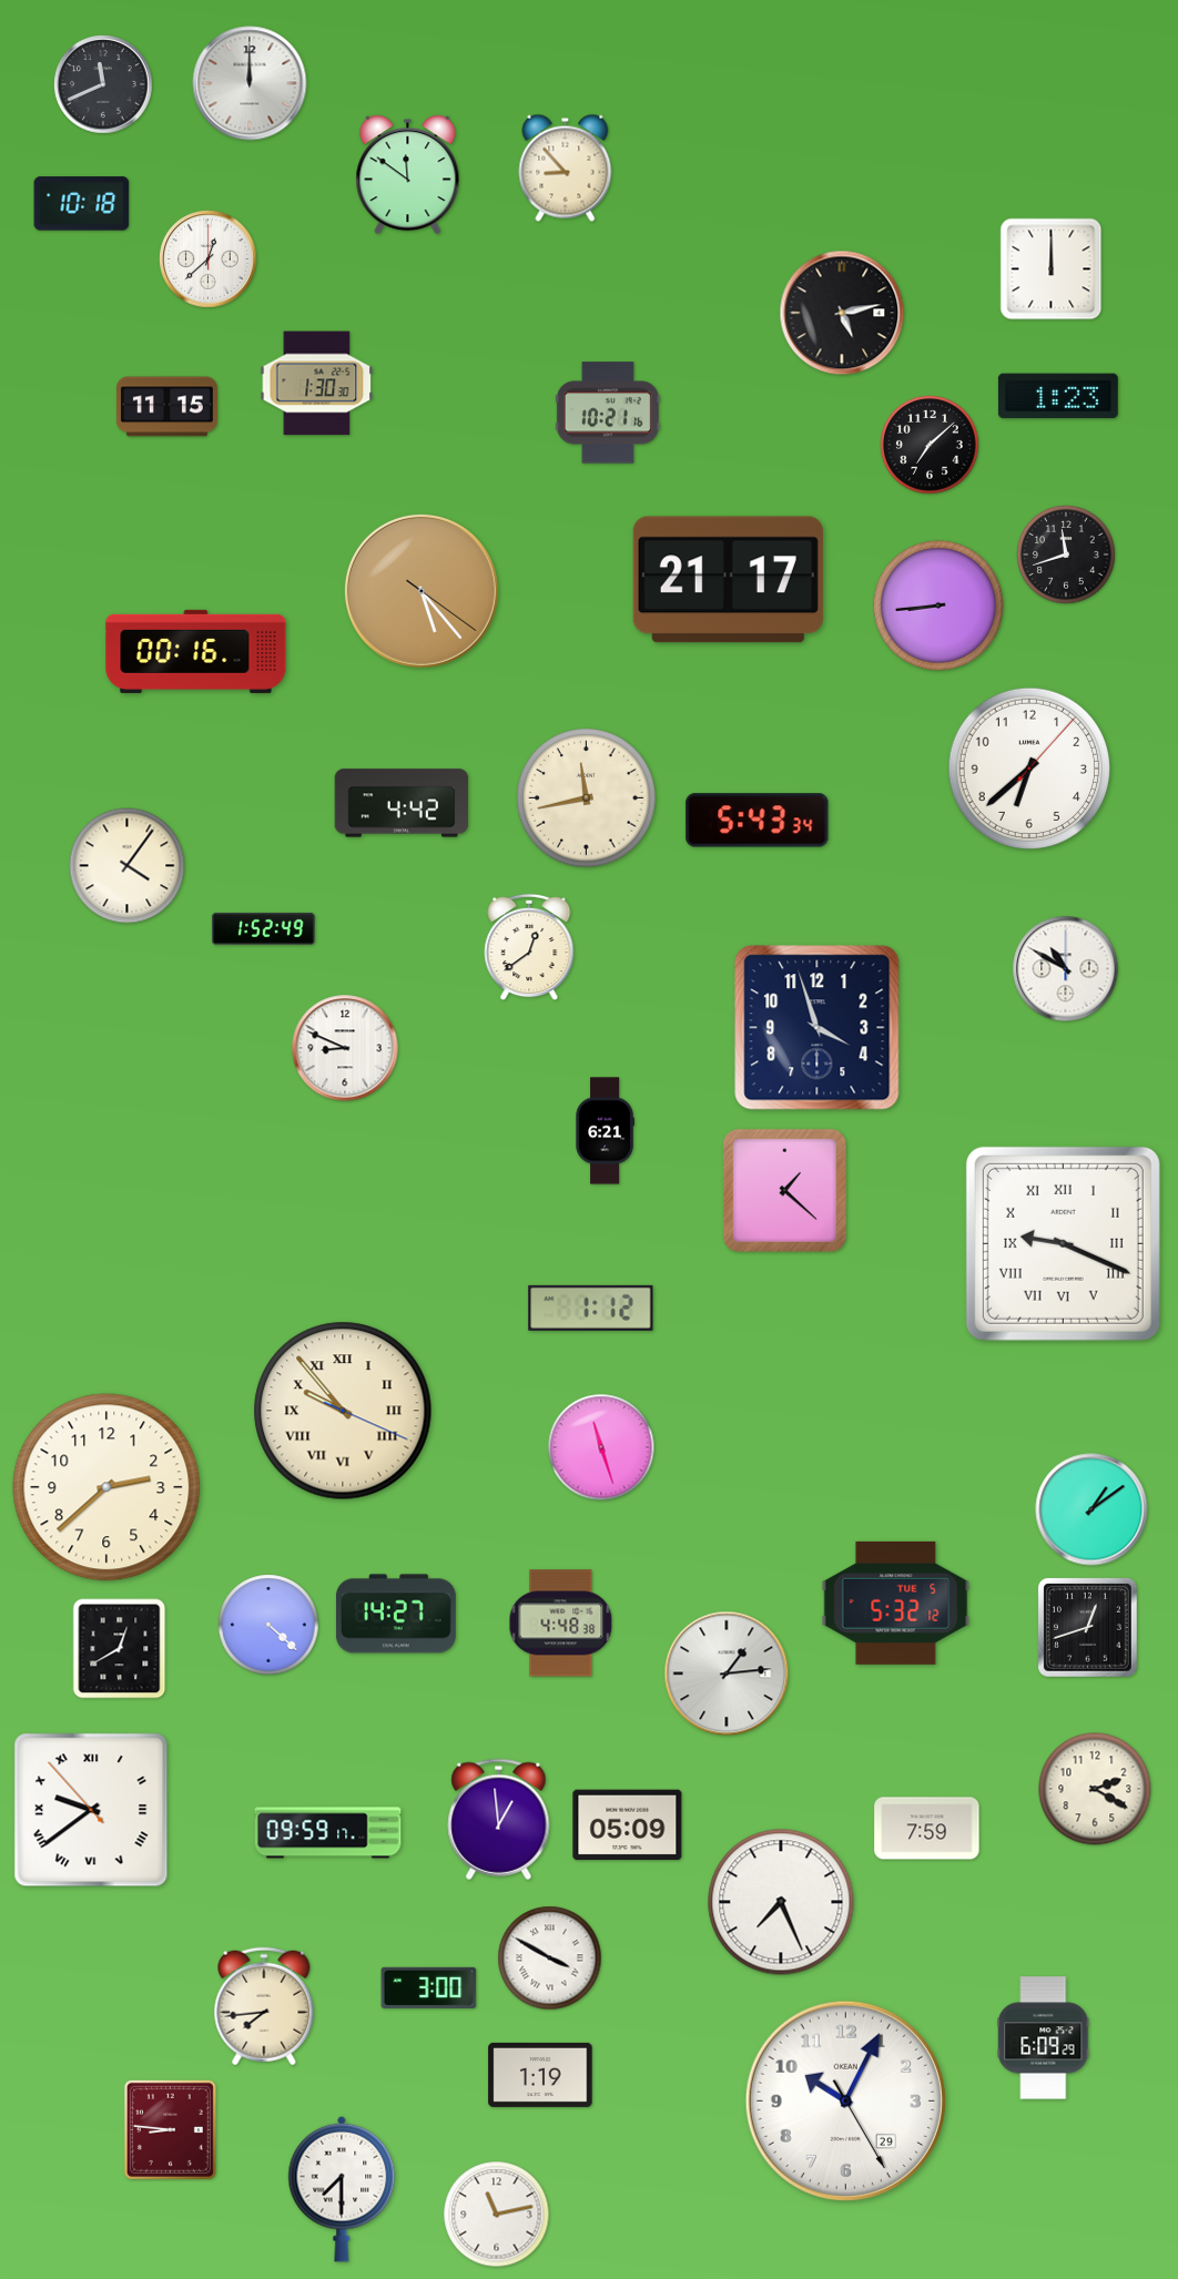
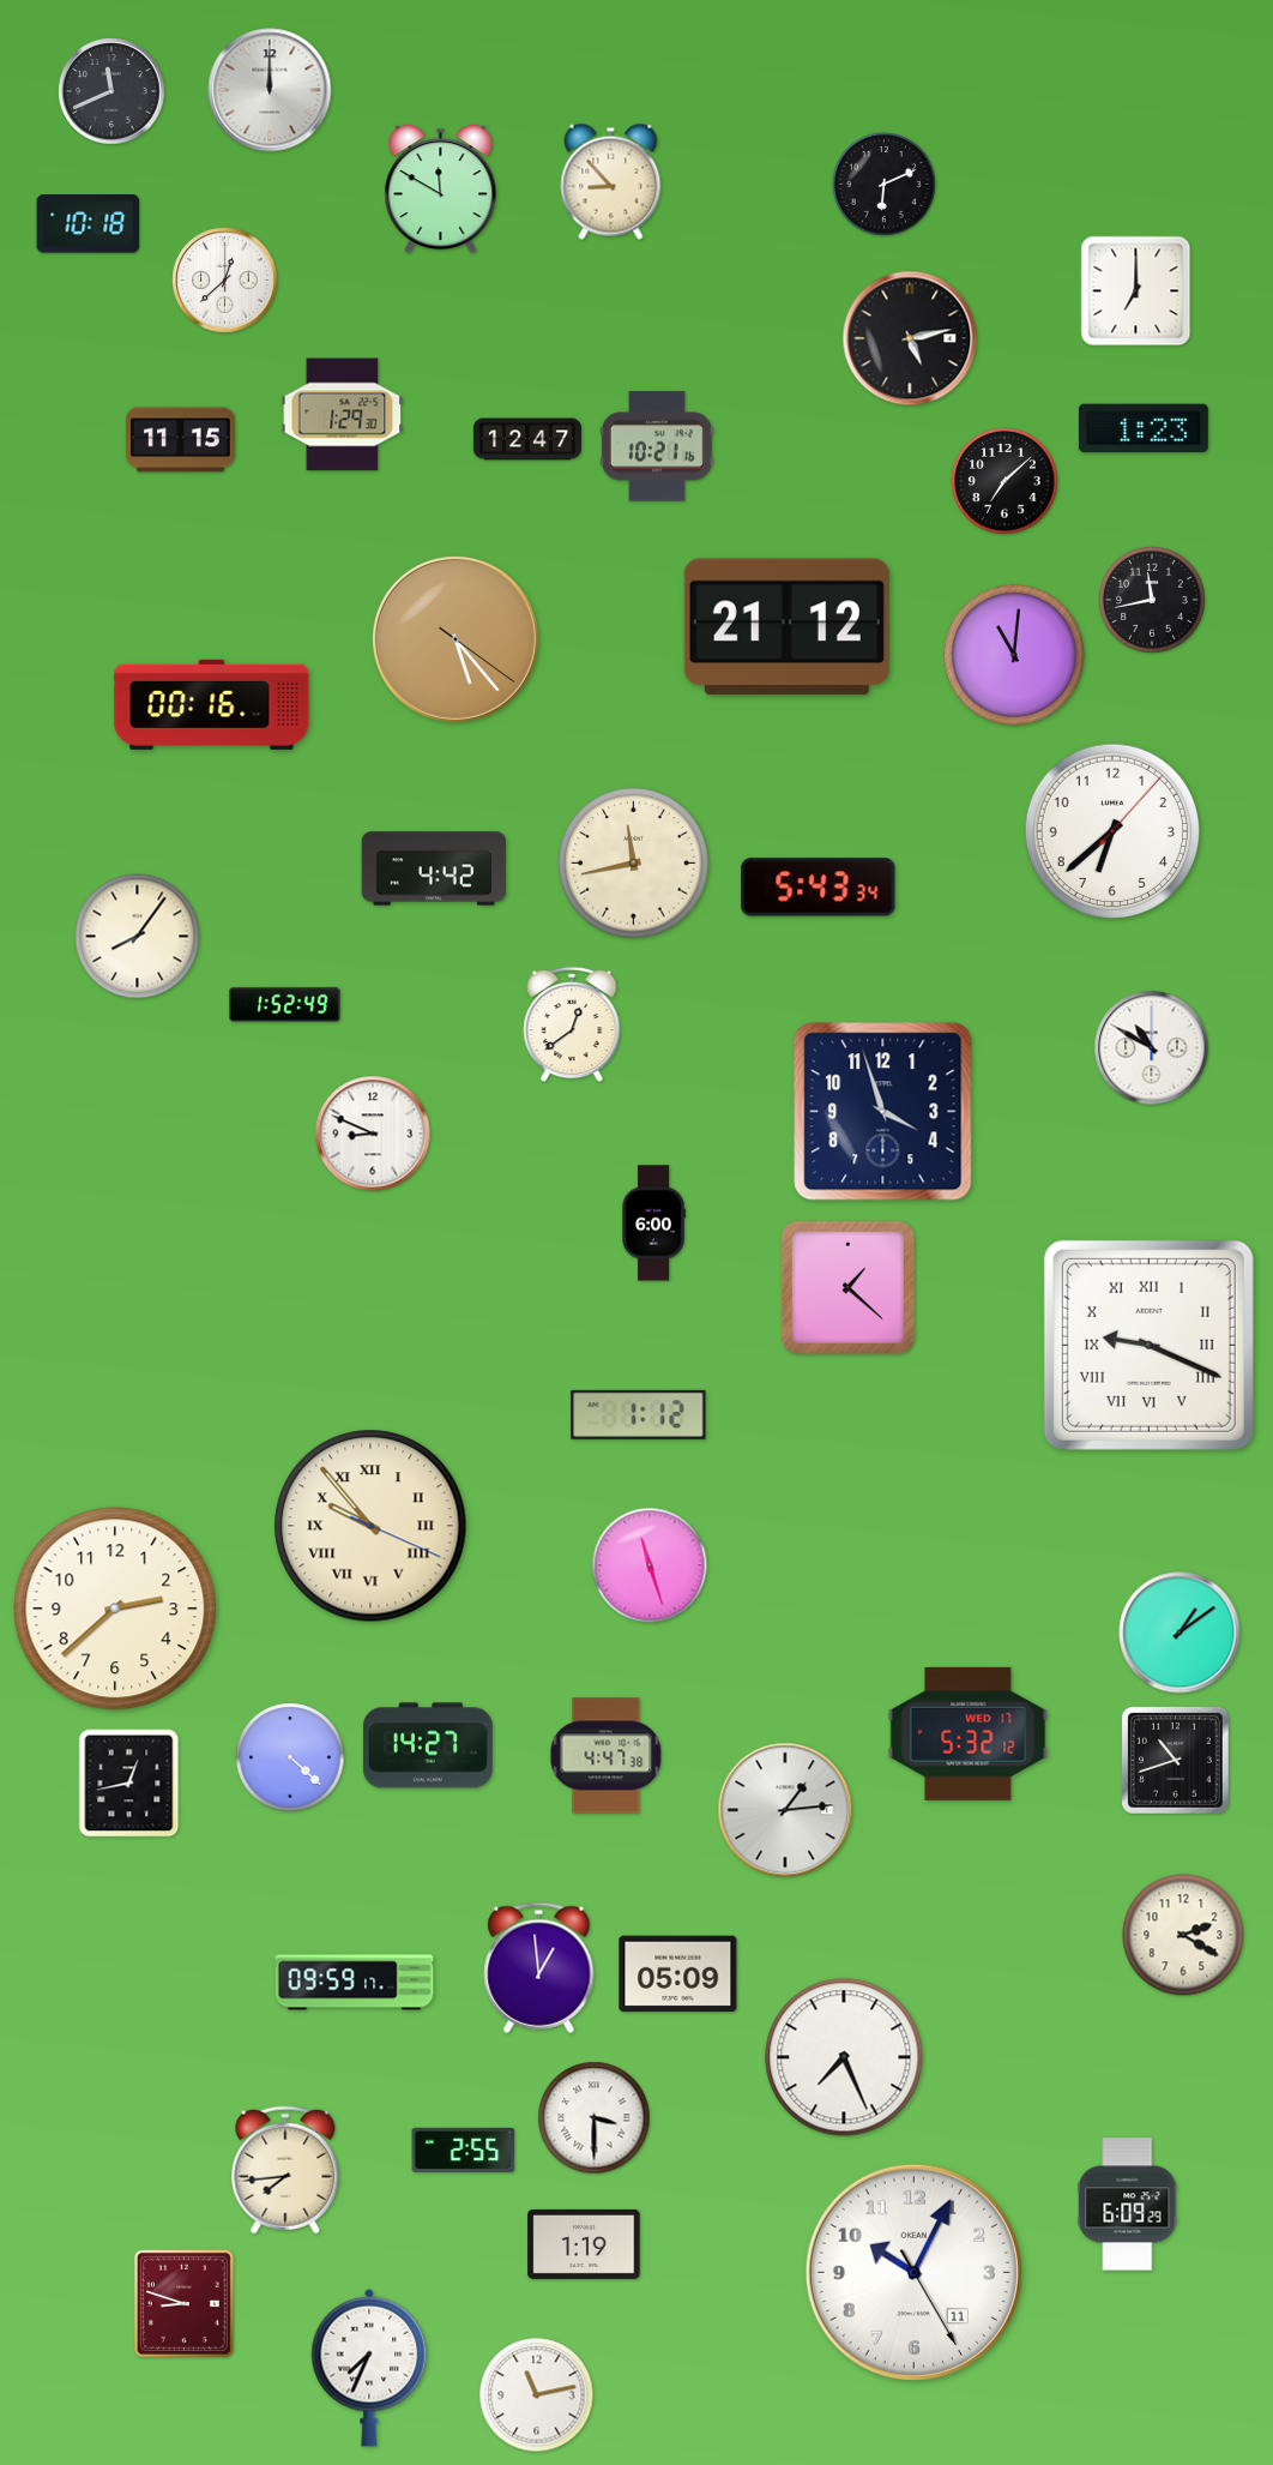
clock at (883, 184): none -> 6:11
clock at (408, 175): 11:51 -> 11:50
clock at (82, 204) position: (82, 204) -> (89, 224)
clock at (1052, 269): 12:00 -> 7:00
clock at (317, 384): 1:30 -> 1:29
clock at (527, 439): none -> 12:47
clock at (1066, 555): 11:42 -> 11:43
clock at (728, 580): 21:17 -> 21:12
clock at (938, 606): 8:44 -> 11:01
clock at (128, 866): 4:06 -> 8:06
clock at (605, 1131): 6:21 -> 6:00
clock at (896, 1603) date: TUE 5 -> WED 17
clock at (561, 1624): 4:48 -> 4:47
clock at (1088, 1628): 12:42 -> 10:42
clock at (120, 1649): 12:40 -> 12:43
clock at (91, 1810): 9:38 -> none
clock at (927, 1829): 7:59 -> none
clock at (550, 1958): 3:50 -> 3:30
clock at (429, 1987): 3:00 -> 2:55
clock at (845, 2100) date: 29 -> 11
clock at (170, 2129): 8:46 -> 8:48
clock at (342, 2189): 7:30 -> 7:34
